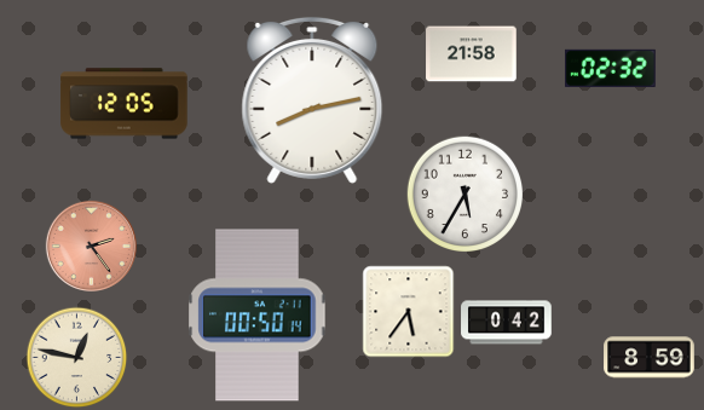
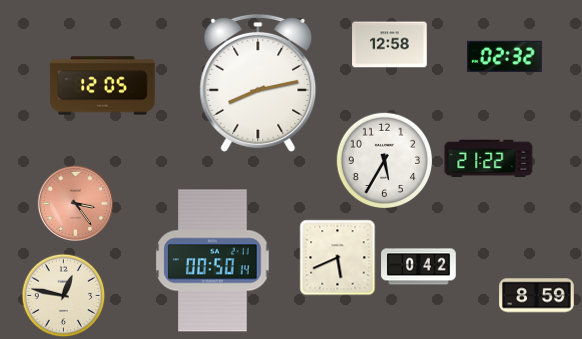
clock at (472, 54): 21:58 -> 12:58
clock at (489, 159): none -> 21:22
clock at (91, 246): 2:24 -> 3:24
clock at (409, 312): 5:36 -> 5:41
